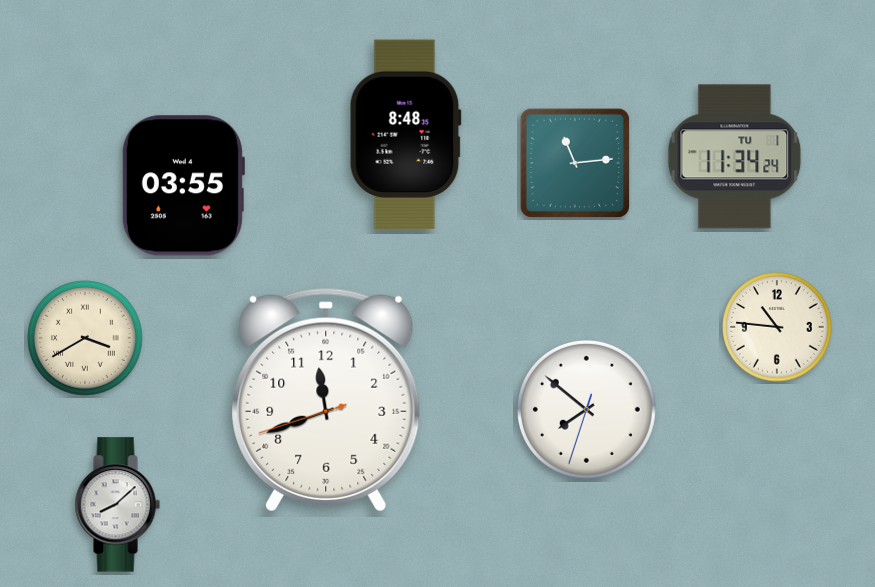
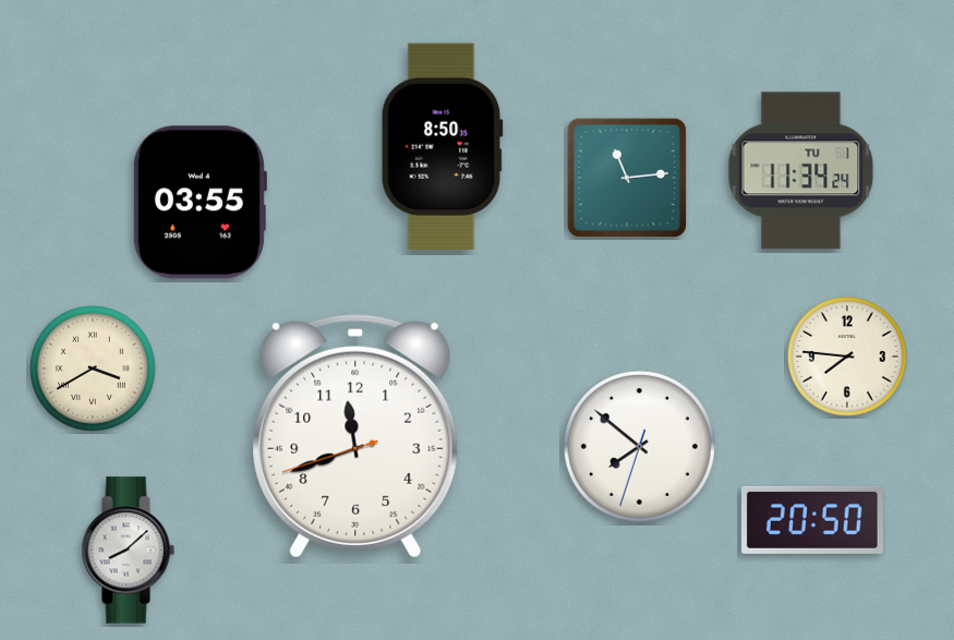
clock at (405, 134): 8:48 -> 8:50
clock at (777, 327): 10:46 -> 7:46
clock at (813, 520): none -> 20:50
